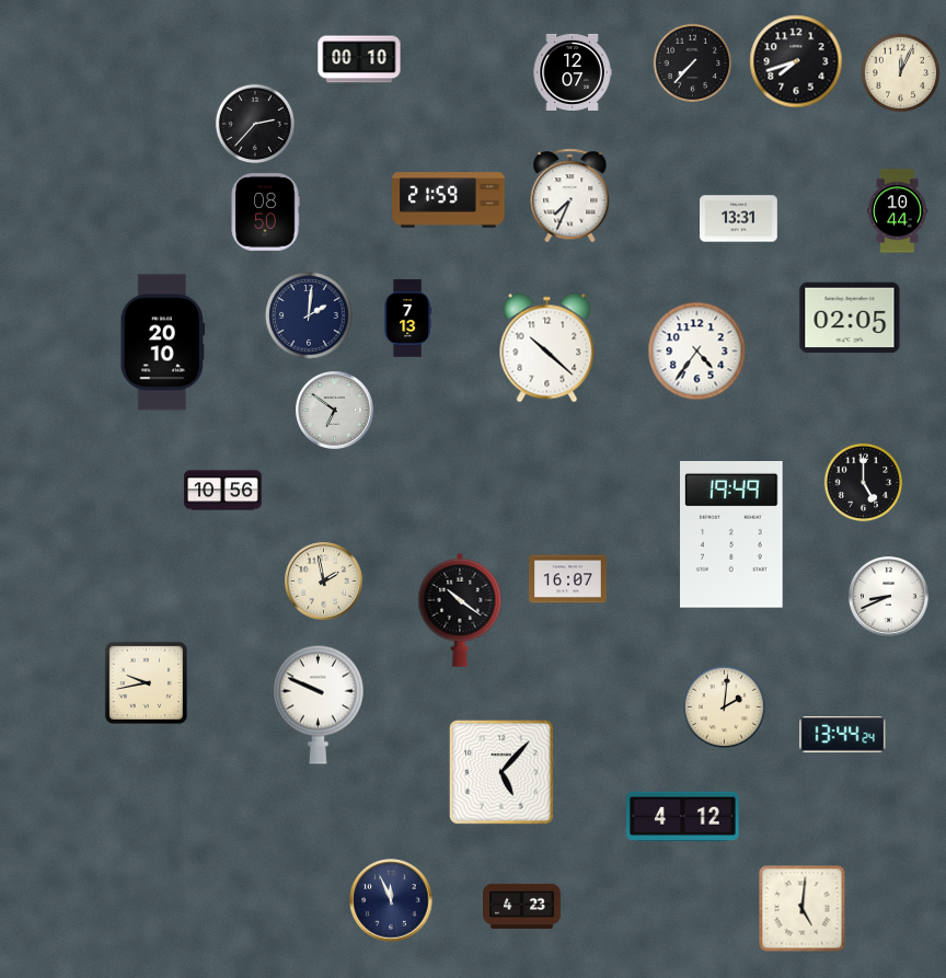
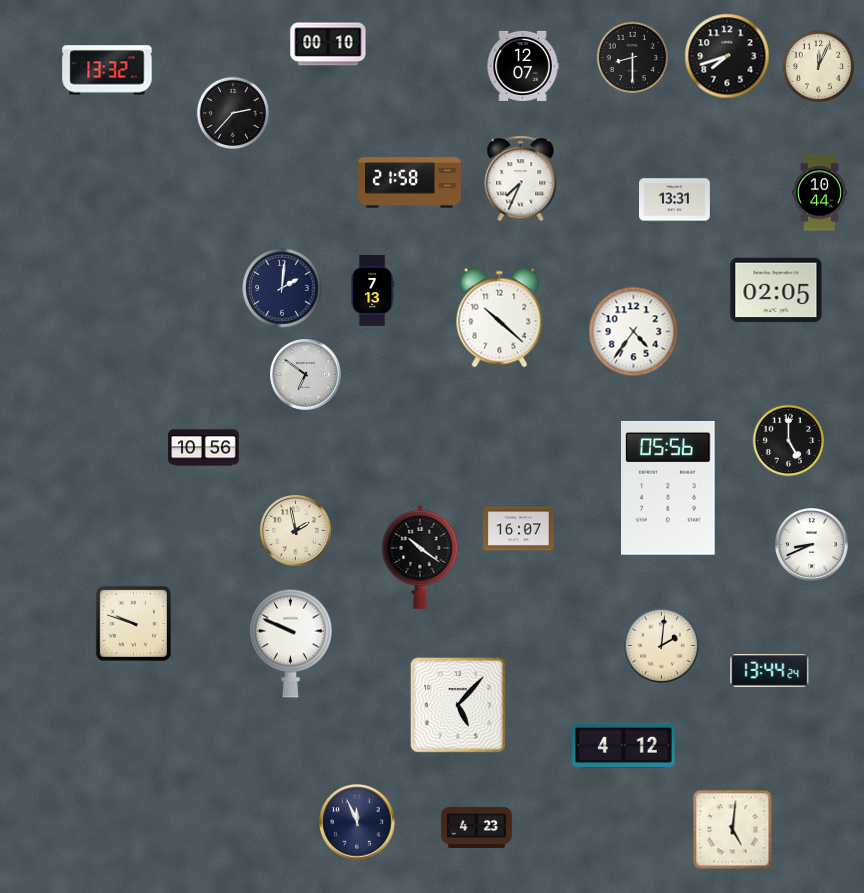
clock at (359, 59) position: (359, 59) -> (328, 44)
clock at (693, 64): 7:37 -> 8:30
clock at (901, 73) position: (901, 73) -> (819, 67)
clock at (107, 70): none -> 13:32
clock at (449, 200): 21:59 -> 21:58
clock at (265, 212): 08:50 -> none
clock at (162, 343): 20:10 -> none
clock at (697, 352) position: (697, 352) -> (634, 332)
clock at (732, 534): 19:49 -> 05:56
clock at (146, 682): 9:43 -> 9:48
